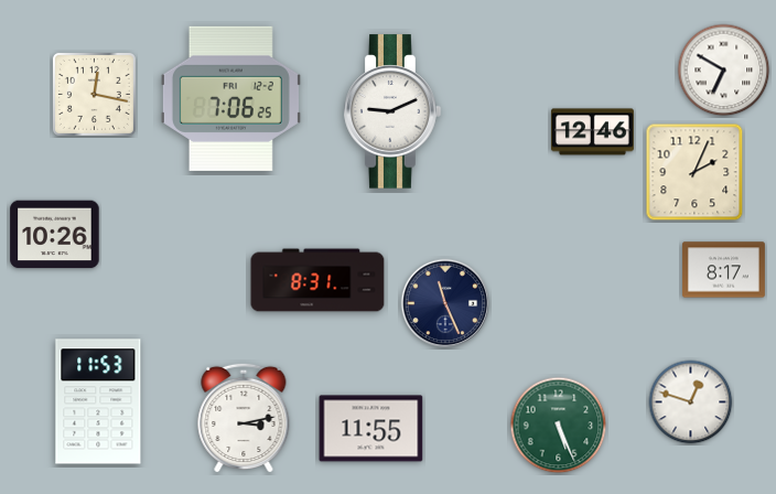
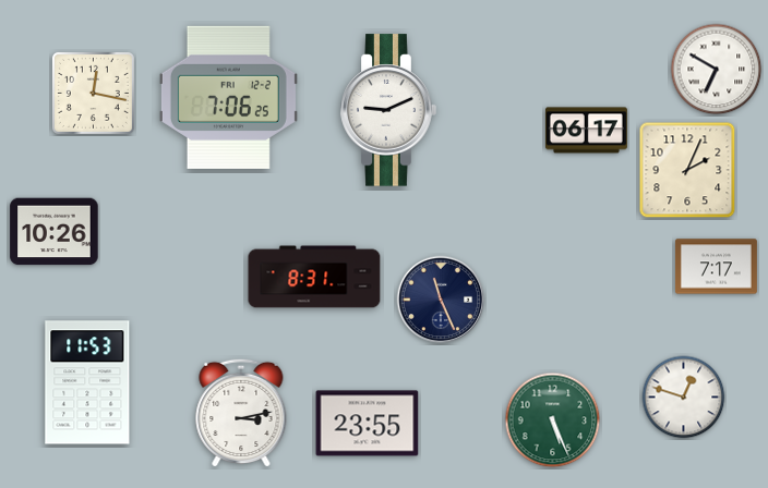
clock at (592, 132): 12:46 -> 06:17
clock at (723, 270): 8:17 -> 7:17
clock at (98, 401) position: (98, 401) -> (87, 382)
clock at (371, 429): 11:55 -> 23:55
